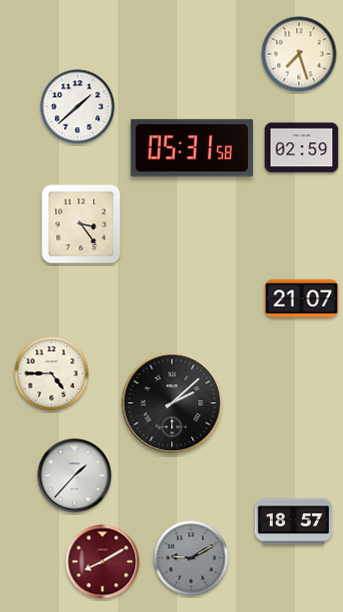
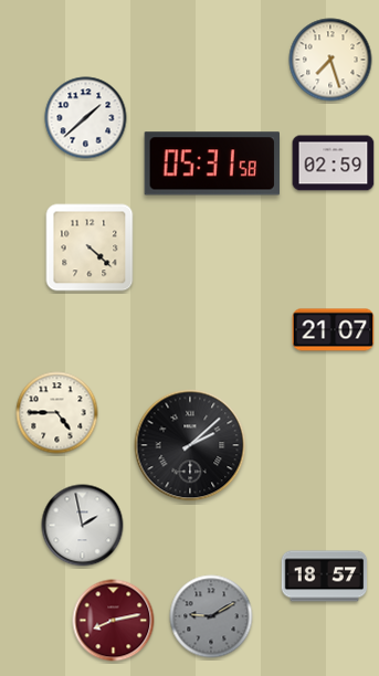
clock at (81, 224): 3:24 -> 4:22
clock at (75, 476): 1:37 -> 1:58
clock at (103, 562): 8:10 -> 8:13
